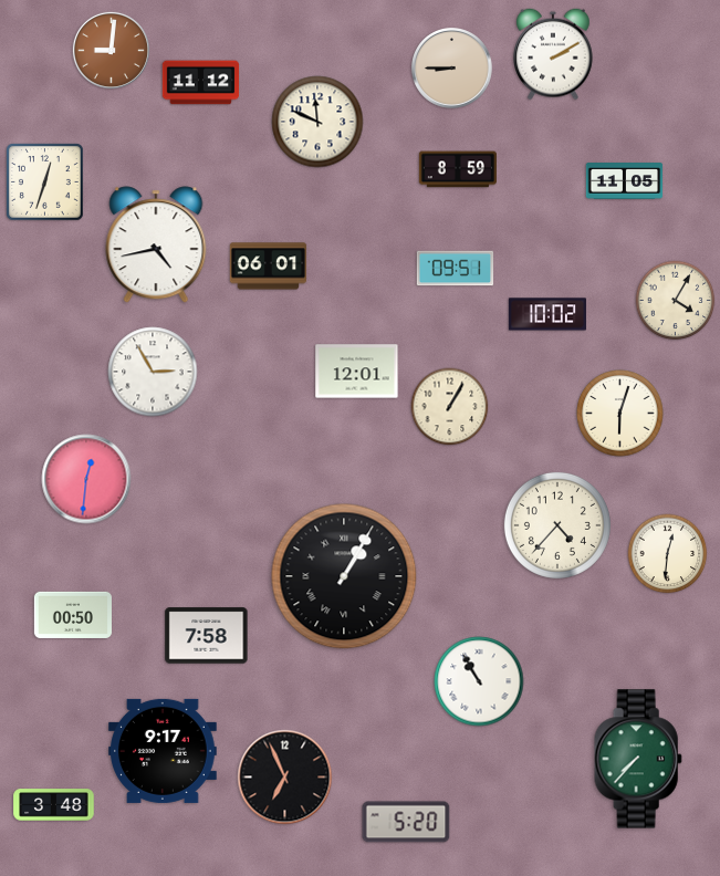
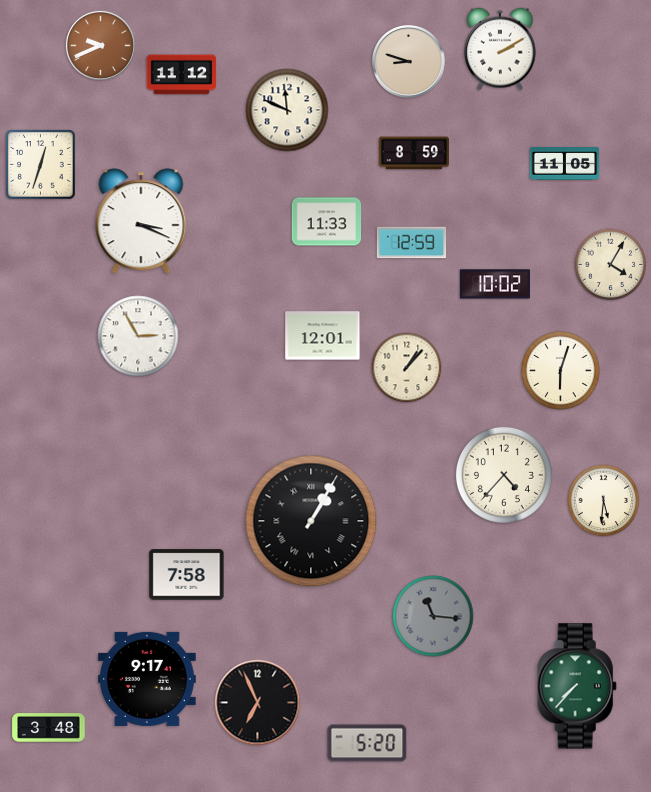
clock at (111, 50): 9:01 -> 9:41
clock at (452, 69): 8:45 -> 8:48
clock at (156, 244): 4:43 -> 3:19
clock at (327, 222): none -> 11:33
clock at (269, 267): 06:01 -> none
clock at (456, 269): 09:51 -> 12:59
clock at (676, 301) position: (676, 301) -> (611, 265)
clock at (450, 407): 1:05 -> 1:07
clock at (620, 414) position: (620, 414) -> (561, 371)
clock at (86, 479): 12:31 -> none
clock at (668, 554): 12:31 -> 5:31
clock at (73, 615): 00:50 -> none
clock at (479, 681): 10:55 -> 11:16
clock at (479, 681) dial: white -> grey
